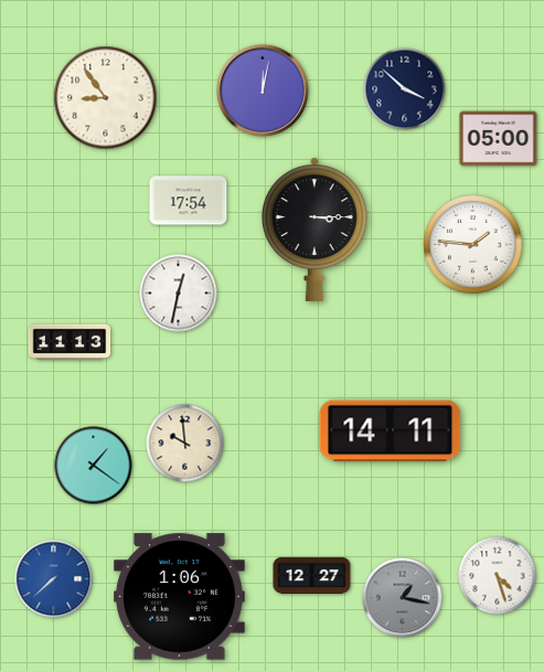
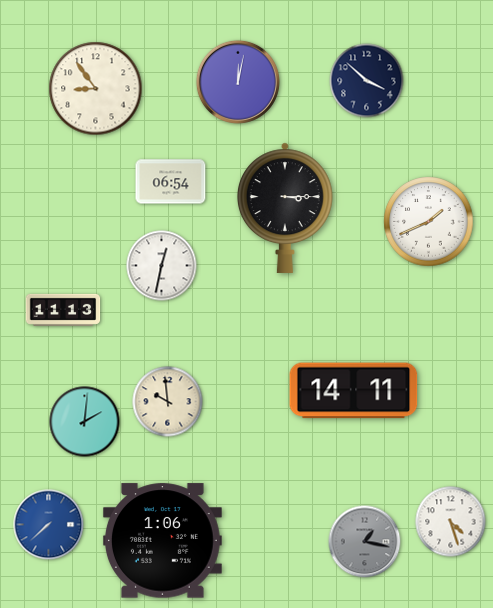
clock at (499, 139): 05:00 -> none
clock at (189, 201): 17:54 -> 06:54
clock at (473, 245): 1:46 -> 1:41
clock at (94, 466): 1:21 -> 2:01
clock at (312, 575): 12:27 -> none
